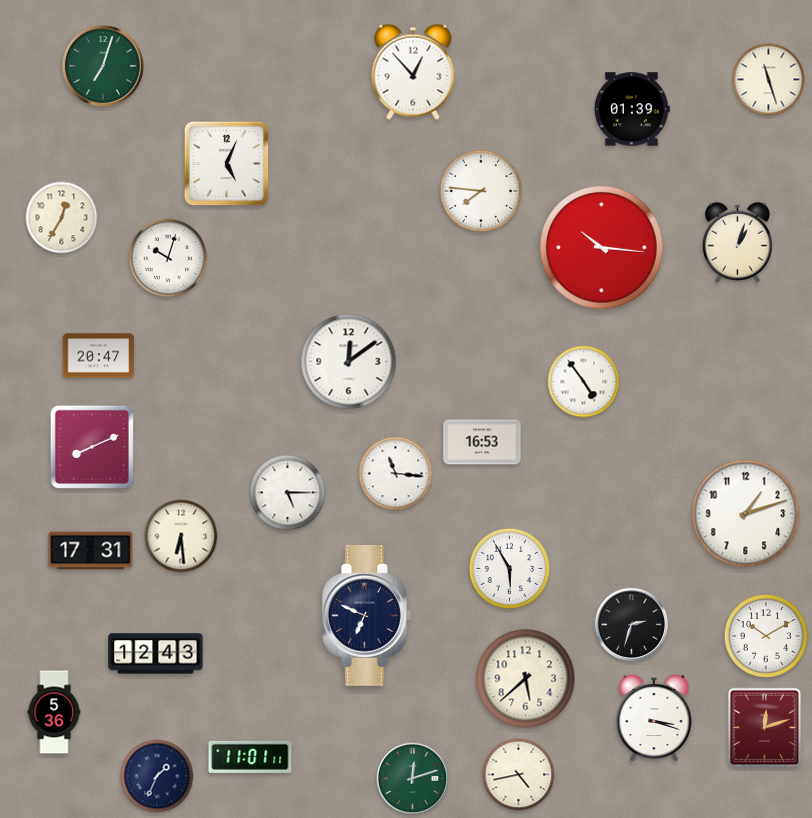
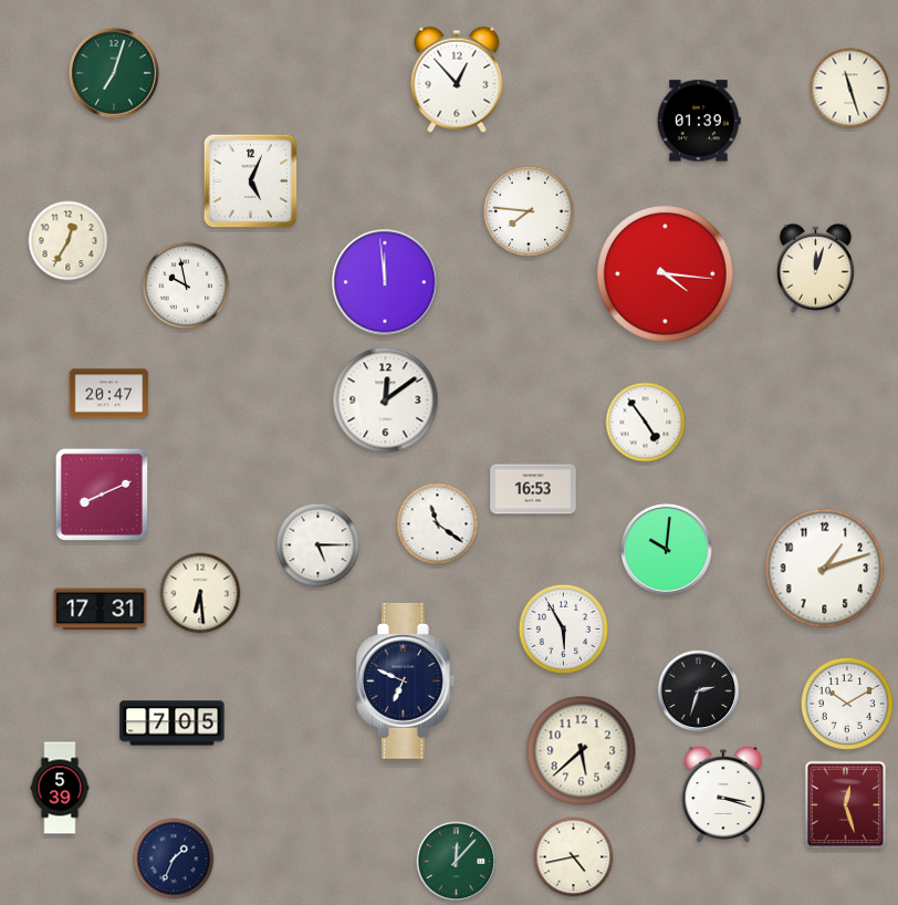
clock at (481, 191) position: (481, 191) -> (529, 211)
clock at (737, 242): 1:03 -> 12:03
clock at (602, 248): 10:16 -> 4:16
clock at (385, 282): none -> 11:59
clock at (168, 258): 10:03 -> 9:58
clock at (396, 474): 11:16 -> 11:21
clock at (666, 549): none -> 10:01
clock at (156, 654): 12:43 -> 7:05
clock at (54, 712): 5:36 -> 5:39
clock at (765, 728): 12:12 -> 12:27
clock at (250, 757): 11:01 -> none
clock at (413, 779): 12:12 -> 12:07
